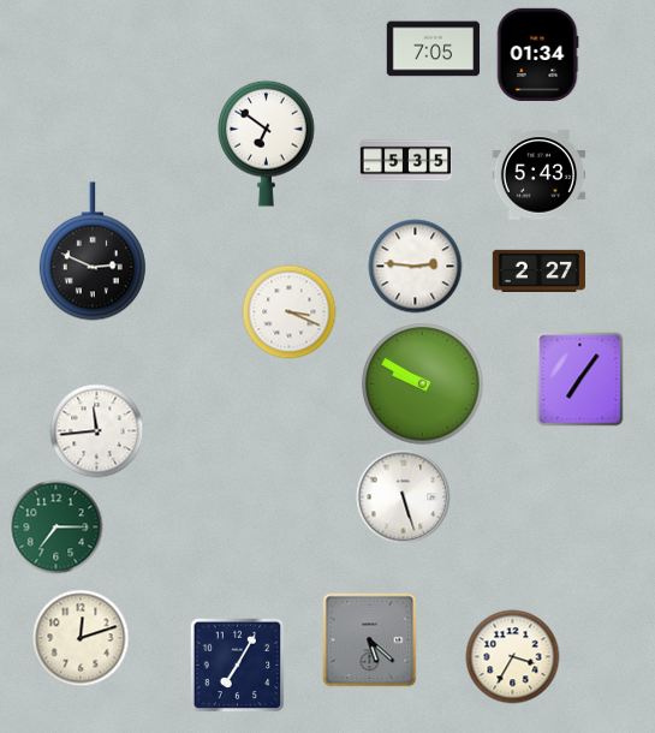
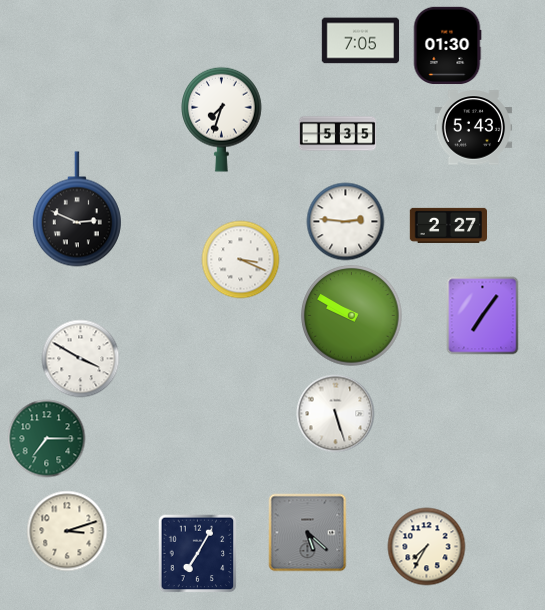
clock at (537, 54): 01:34 -> 01:30
clock at (267, 143): 6:51 -> 7:33
clock at (538, 175) position: (538, 175) -> (473, 128)
clock at (423, 385) position: (423, 385) -> (352, 316)
clock at (96, 430): 11:44 -> 3:50
clock at (81, 638): 12:12 -> 3:12
clock at (512, 656): 3:35 -> 7:35
